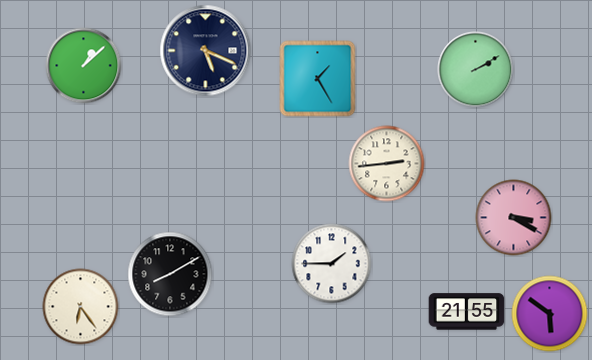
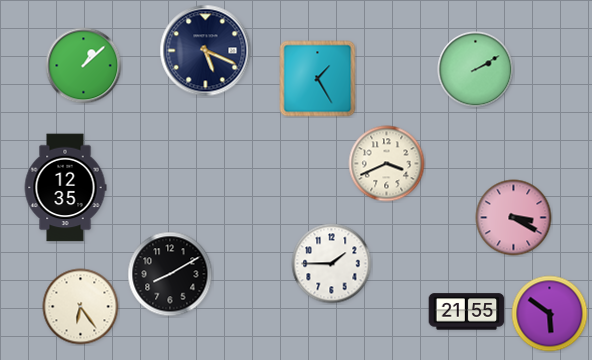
clock at (387, 164): 2:44 -> 3:41
clock at (65, 188): none -> 12:35
